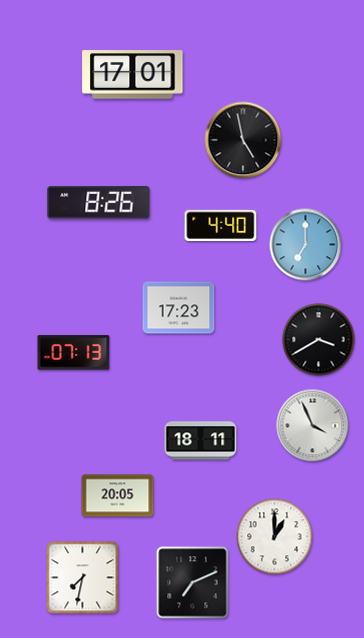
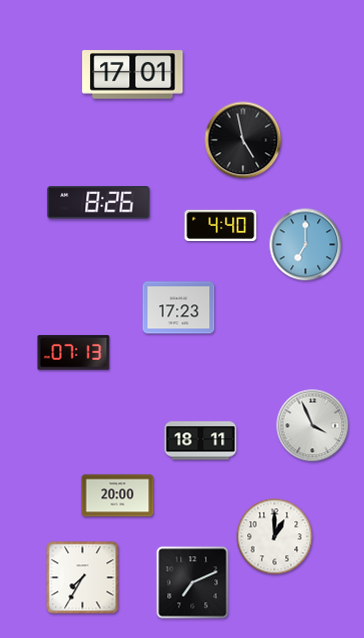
clock at (319, 340): 3:40 -> none
clock at (118, 496): 20:05 -> 20:00
clock at (83, 578): 7:32 -> 7:35
